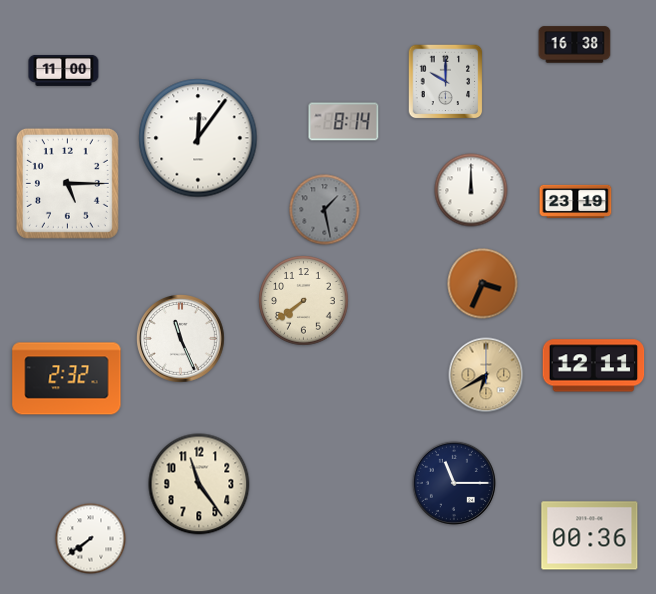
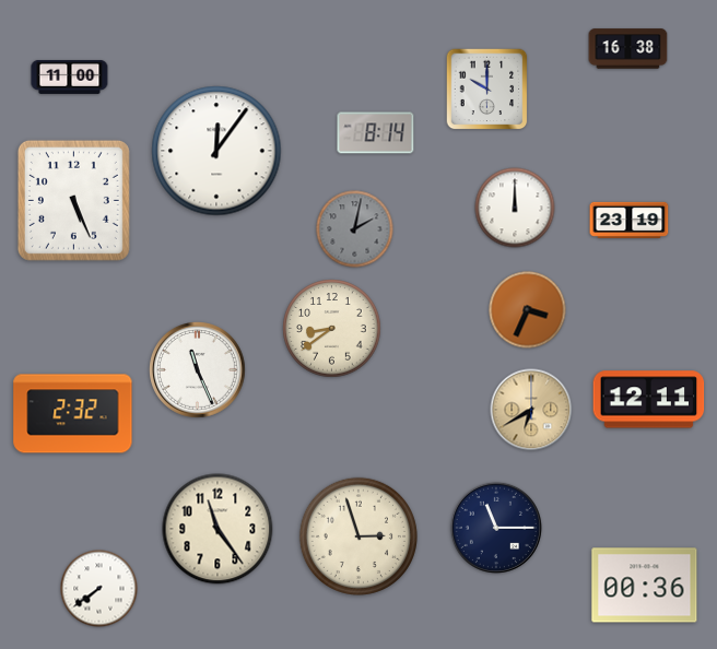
clock at (67, 183): 5:15 -> 5:26
clock at (325, 210): 1:28 -> 2:02
clock at (304, 301): 7:39 -> 8:39
clock at (358, 536): none -> 2:57
